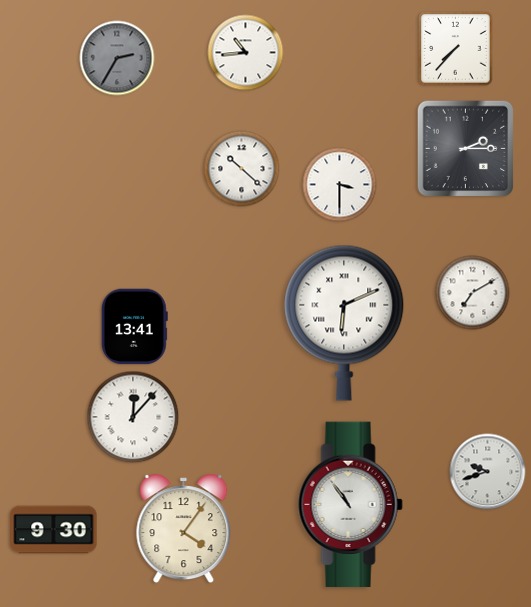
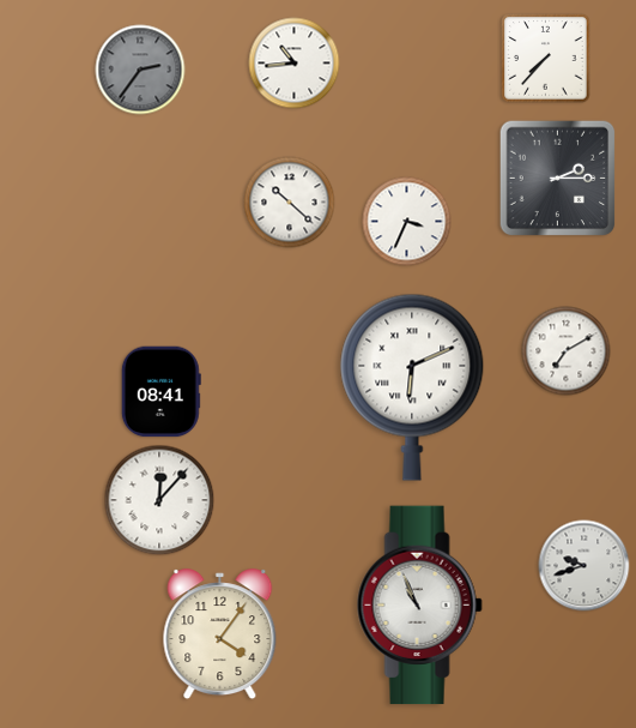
clock at (117, 58): 2:35 -> 2:36
clock at (340, 185): 3:30 -> 3:34
clock at (134, 327): 13:41 -> 08:41
clock at (350, 505): 10:54 -> 10:56
clock at (54, 530): 9:30 -> none
